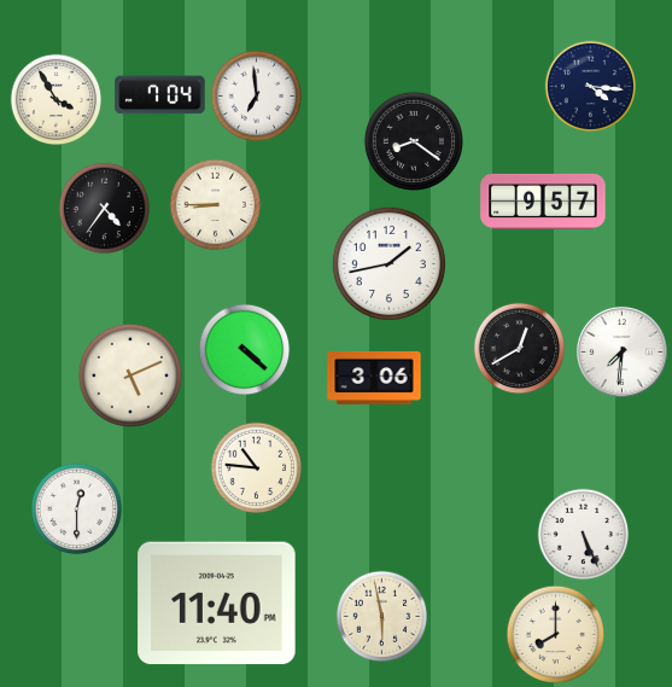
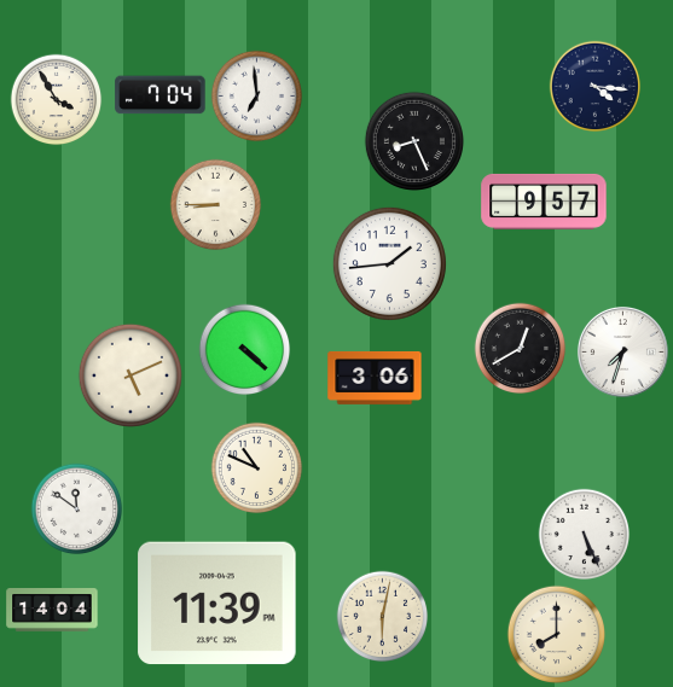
clock at (591, 87) position: (591, 87) -> (596, 87)
clock at (413, 140): 8:21 -> 8:26
clock at (105, 209): 4:36 -> none
clock at (388, 263): 1:43 -> 1:44
clock at (621, 351): 7:31 -> 7:33
clock at (257, 468): 10:46 -> 10:49
clock at (77, 510): 12:30 -> 11:51
clock at (217, 604): 11:40 -> 11:39
clock at (52, 611): none -> 14:04
clock at (382, 617): 5:58 -> 6:02
